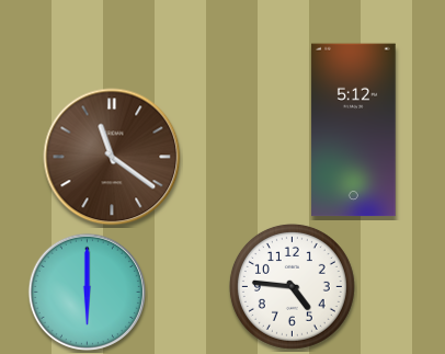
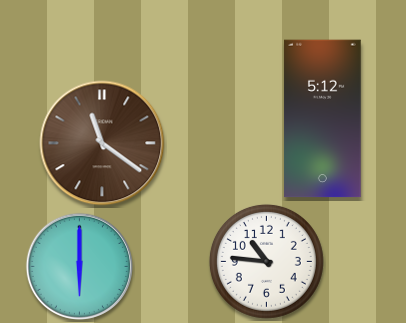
clock at (292, 286): 4:46 -> 10:46
